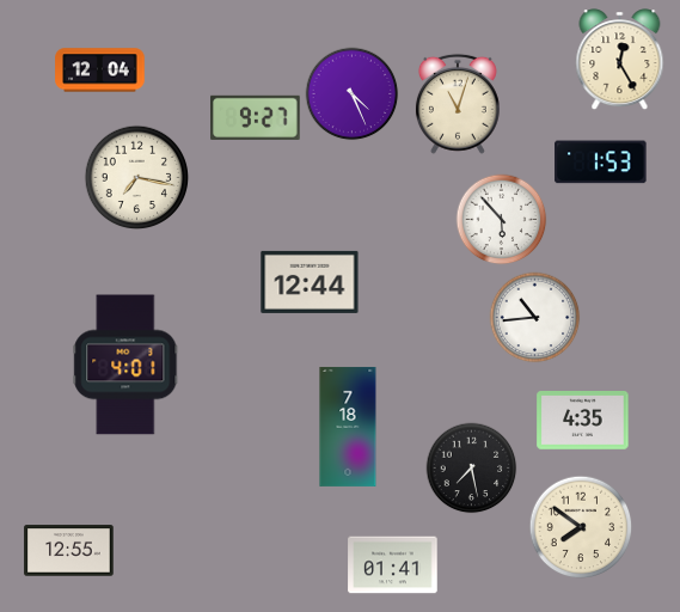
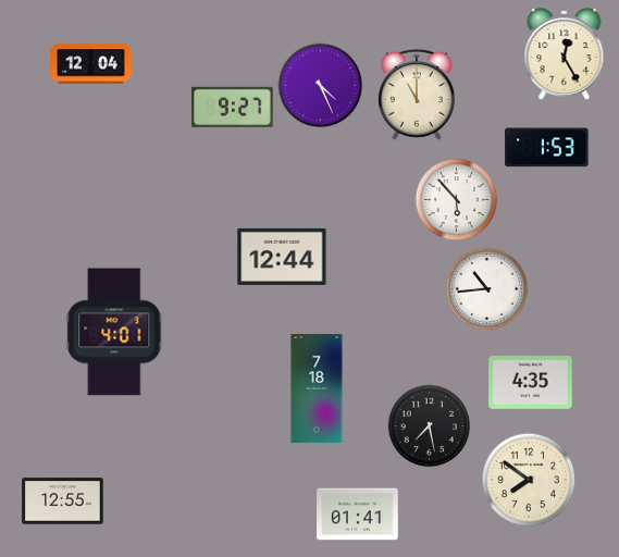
clock at (458, 104): 11:03 -> 11:00
clock at (137, 178): 7:17 -> none
